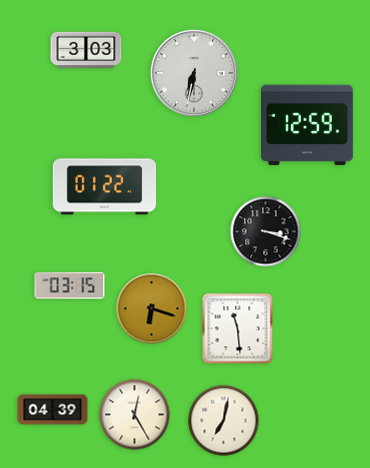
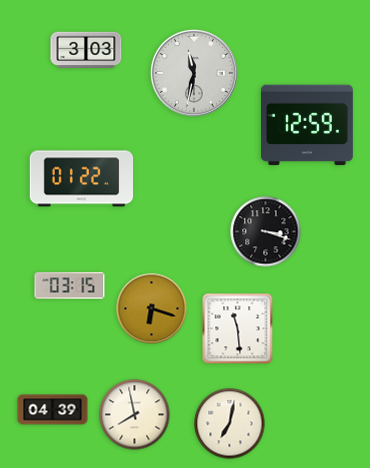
clock at (194, 73): 6:32 -> 11:32
clock at (105, 187) position: (105, 187) -> (82, 179)
clock at (135, 415): 12:25 -> 7:58
clock at (224, 421) position: (224, 421) -> (230, 424)
